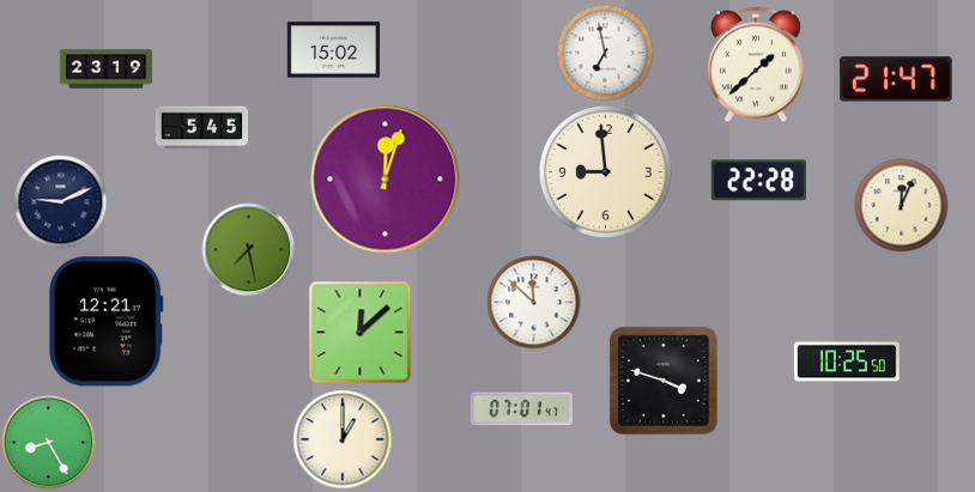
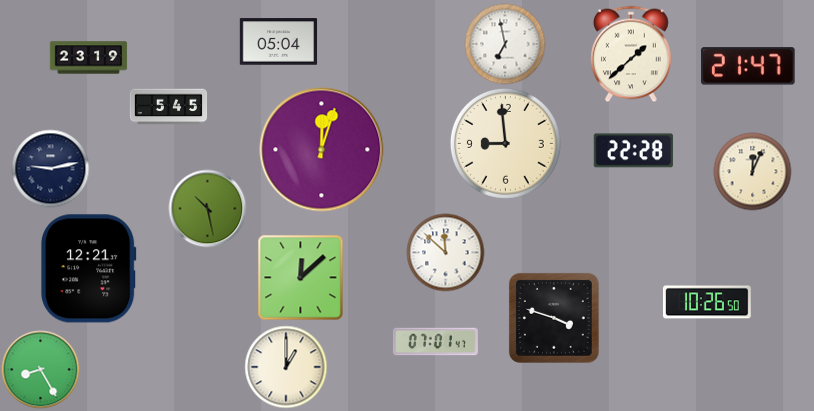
clock at (333, 50): 15:02 -> 05:04
clock at (60, 201): 9:11 -> 9:13
clock at (248, 249): 7:28 -> 10:28
clock at (847, 362): 10:25 -> 10:26
